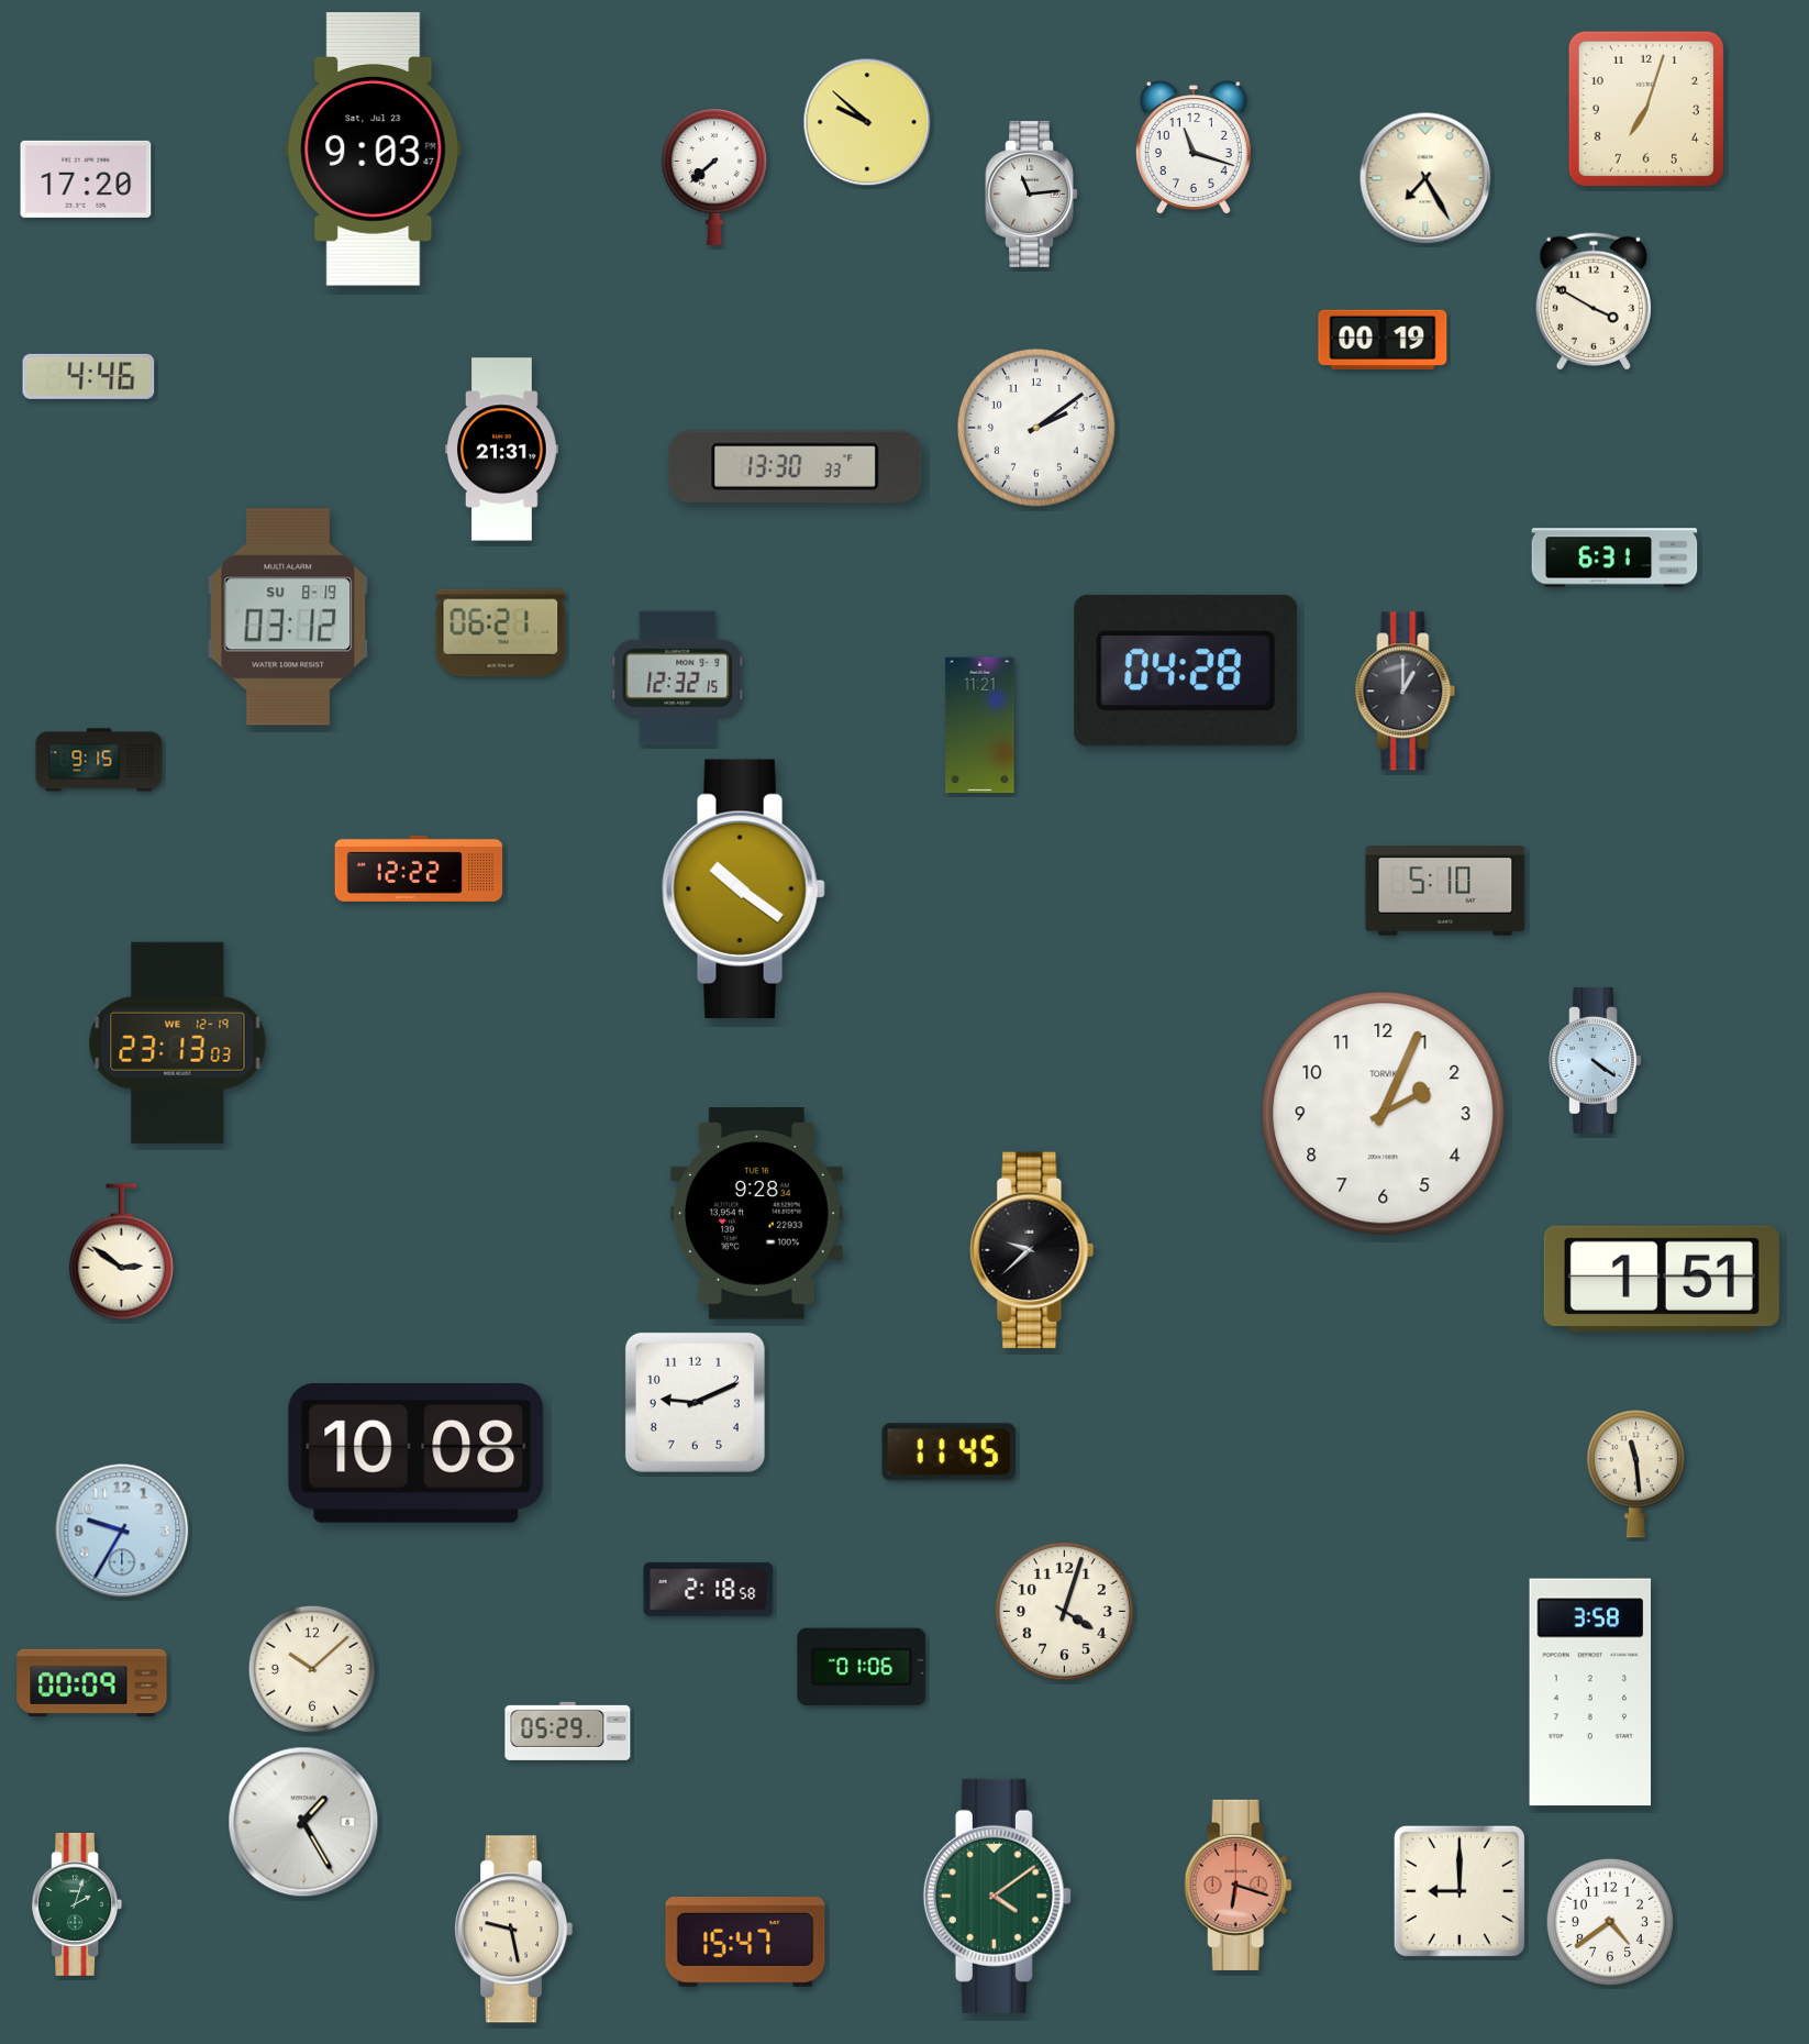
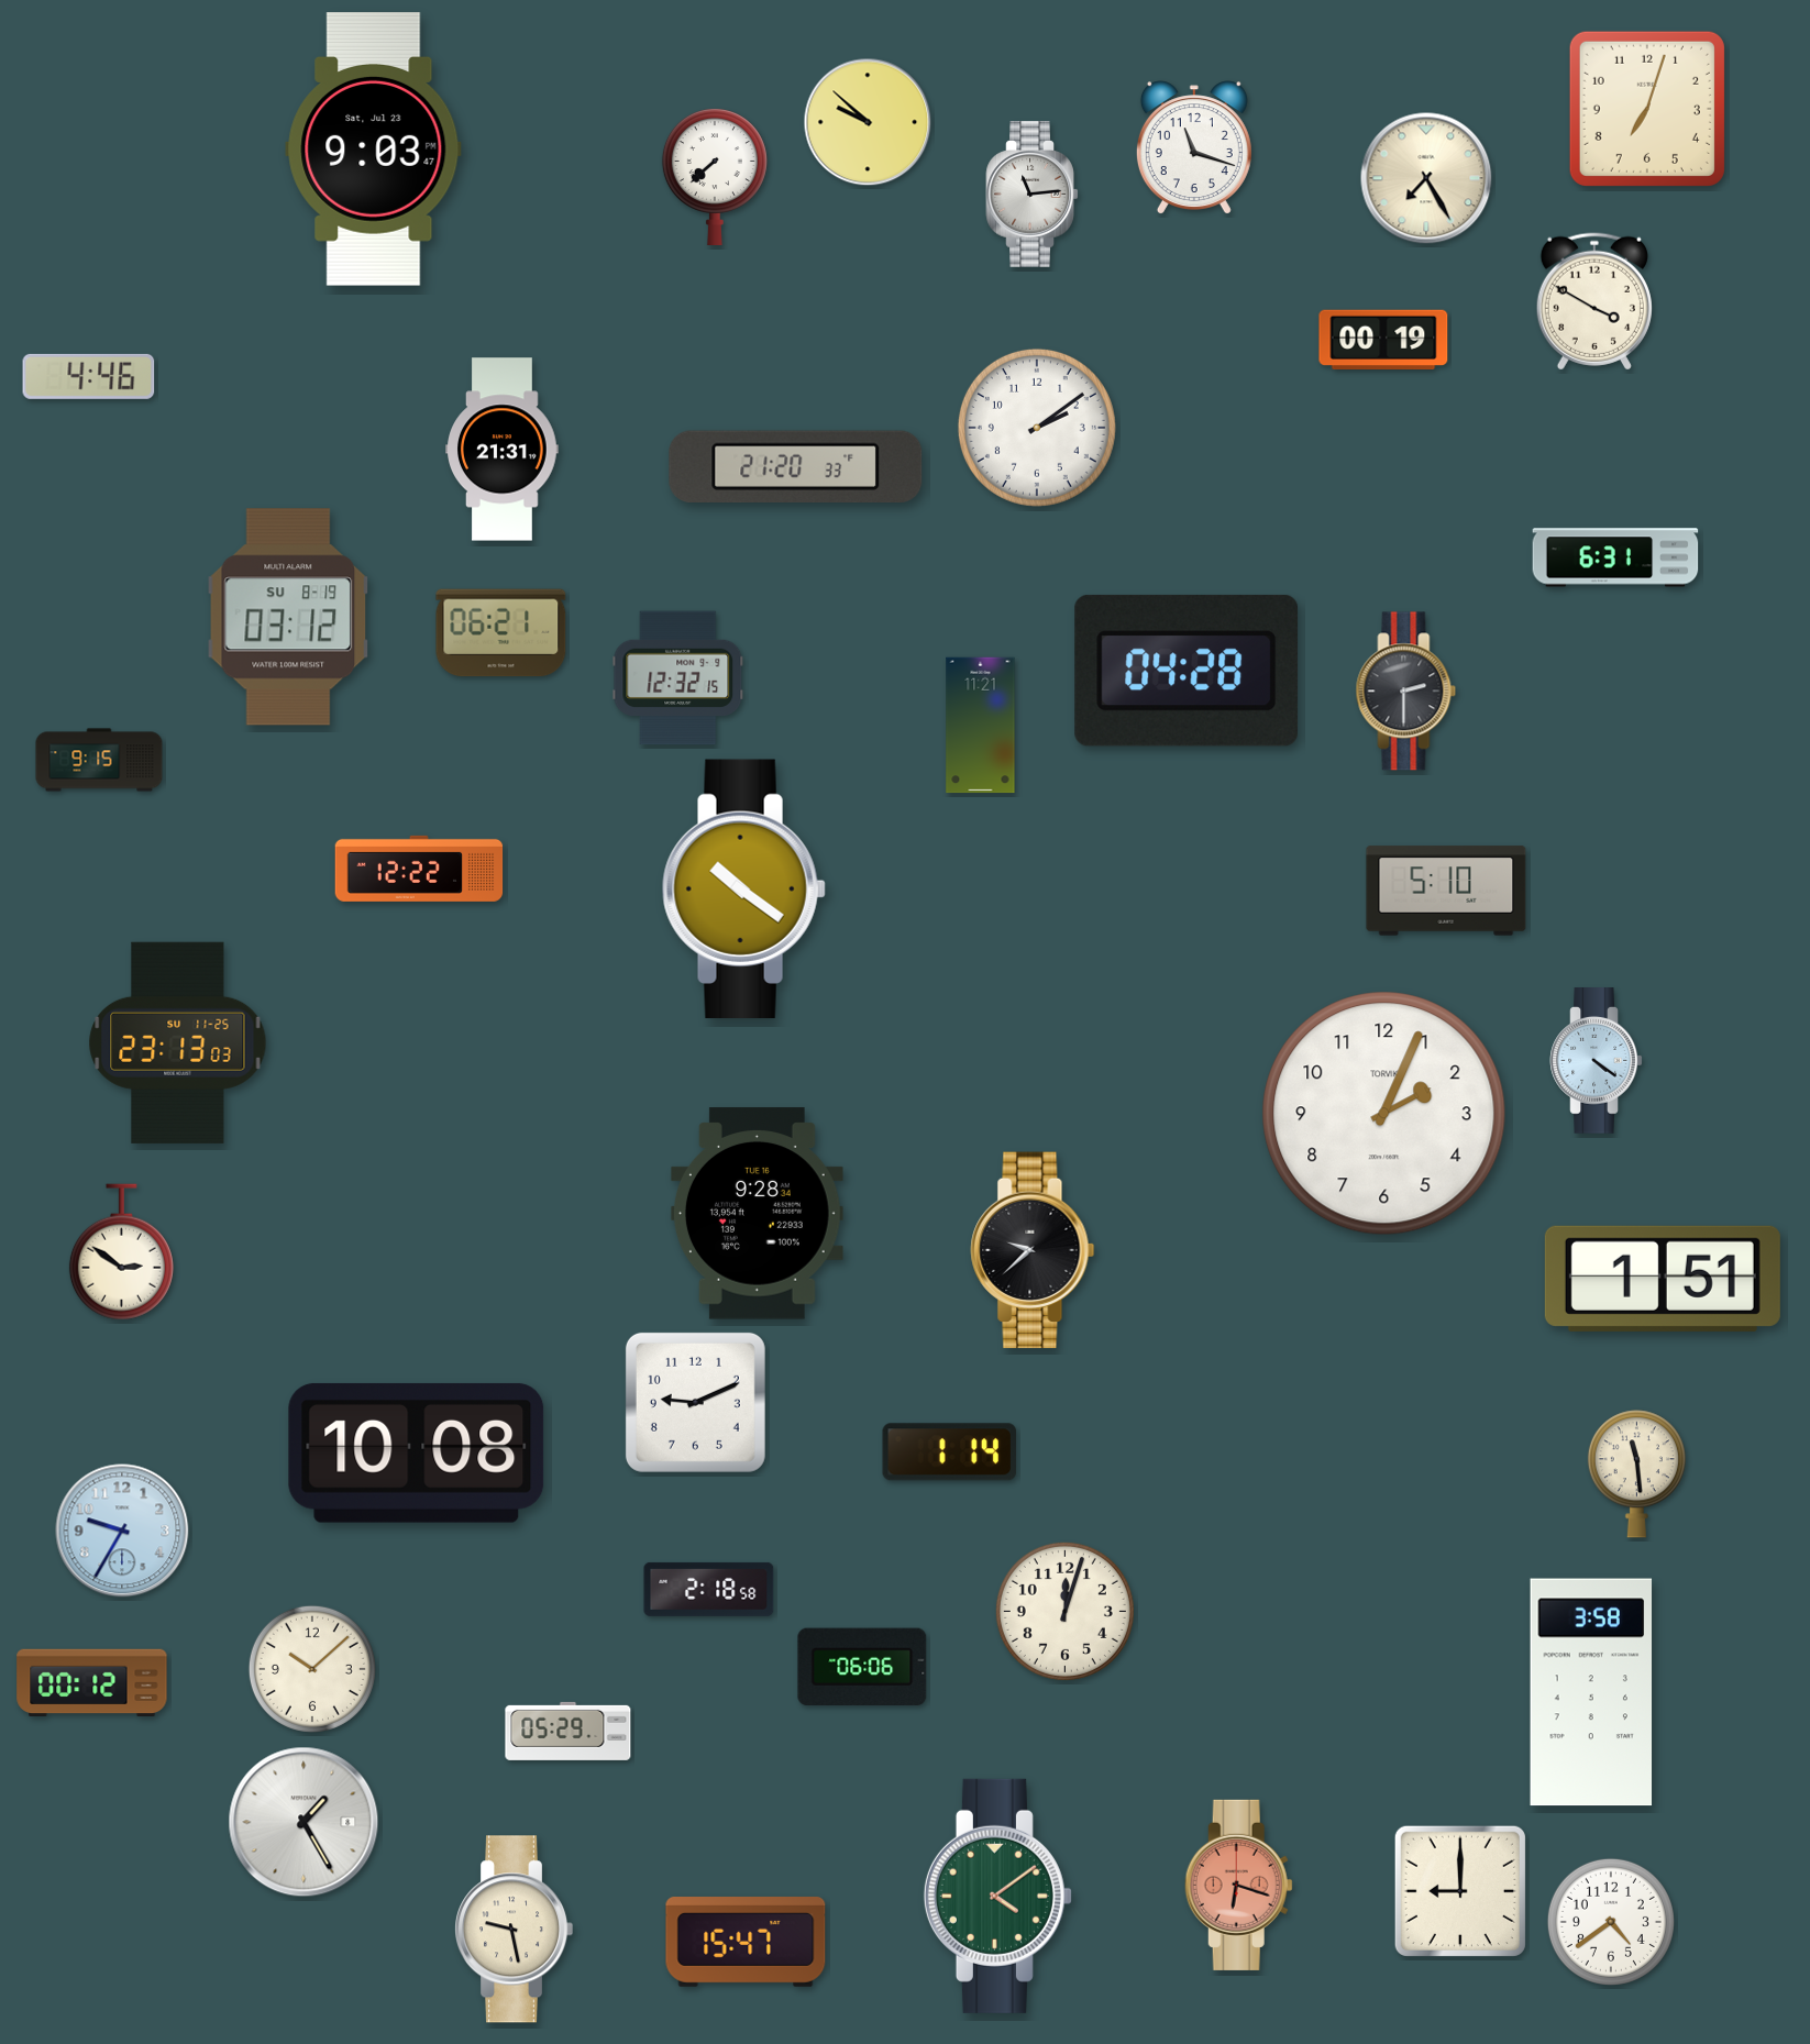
clock at (86, 179): 17:20 -> none
clock at (796, 466): 13:30 -> 21:20
clock at (1406, 692): 1:00 -> 2:30
clock at (178, 1042) date: WE 12-19 -> SU 11-25
clock at (950, 1452): 11:45 -> 1:14
clock at (1064, 1611): 4:03 -> 12:03
clock at (862, 1666): 01:06 -> 06:06
clock at (92, 1682): 00:09 -> 00:12
clock at (77, 1904): 2:03 -> none
